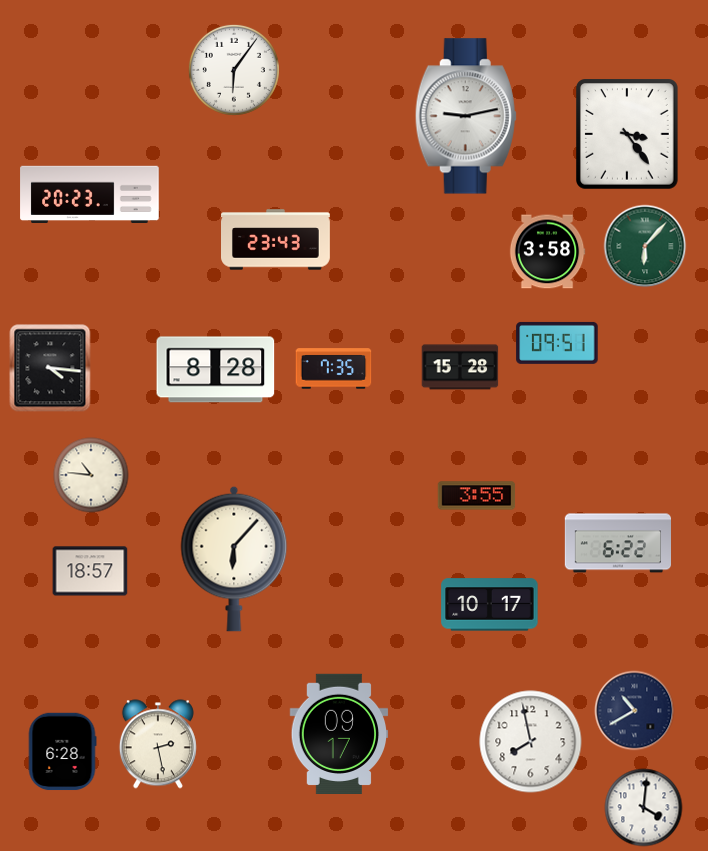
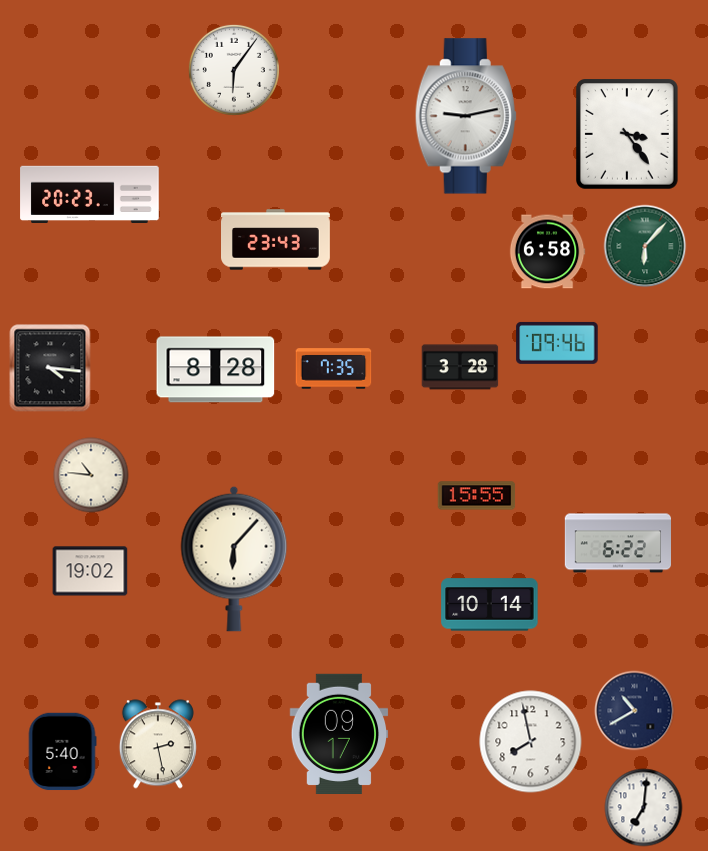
clock at (547, 252): 3:58 -> 6:58
clock at (557, 343): 09:51 -> 09:46
clock at (460, 367): 15:28 -> 3:28
clock at (477, 496): 3:55 -> 15:55
clock at (90, 571): 18:57 -> 19:02
clock at (490, 605): 10:17 -> 10:14
clock at (62, 752): 6:28 -> 5:40
clock at (644, 808): 4:01 -> 7:01
